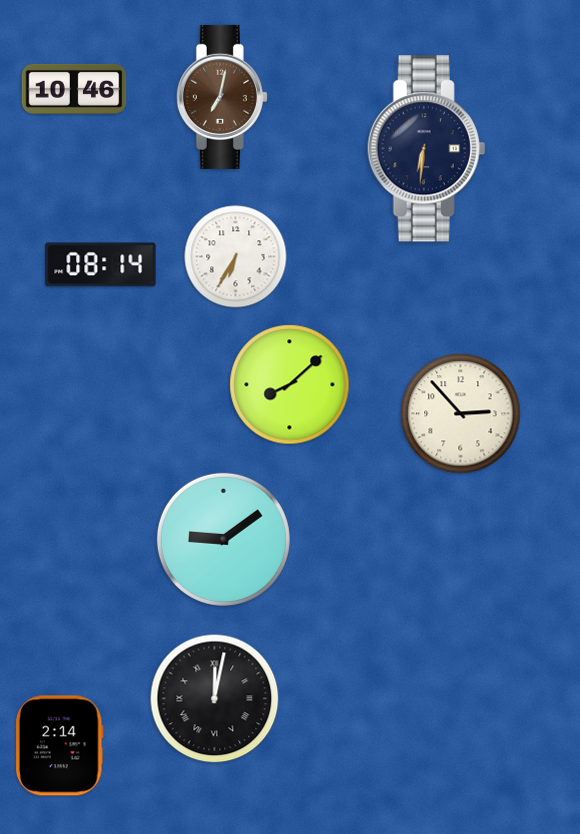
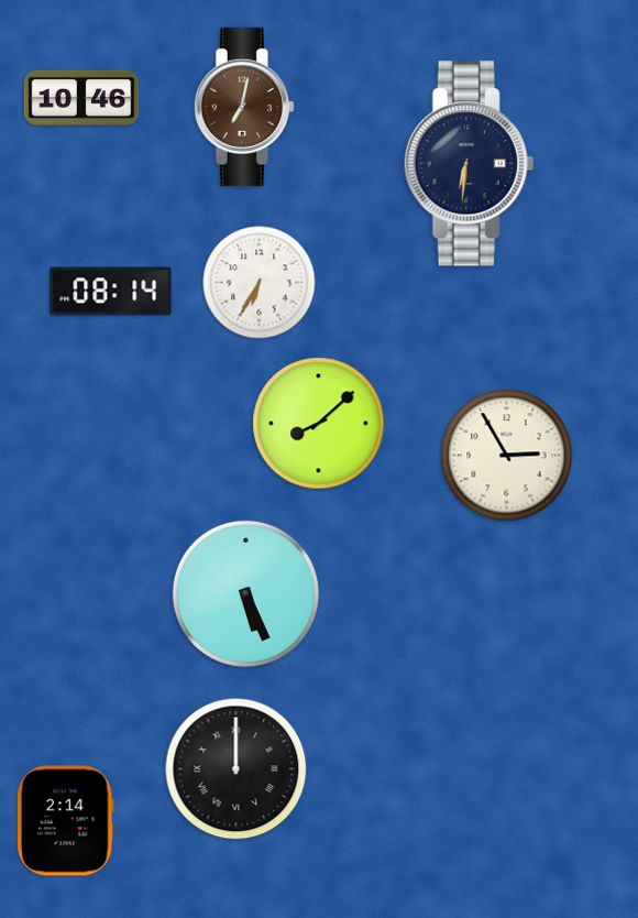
clock at (461, 414): 2:53 -> 2:55
clock at (223, 539): 9:09 -> 5:26
clock at (215, 699): 12:02 -> 12:00
